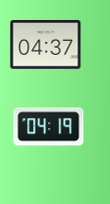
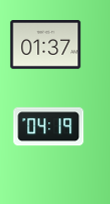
clock at (46, 45): 04:37 -> 01:37
